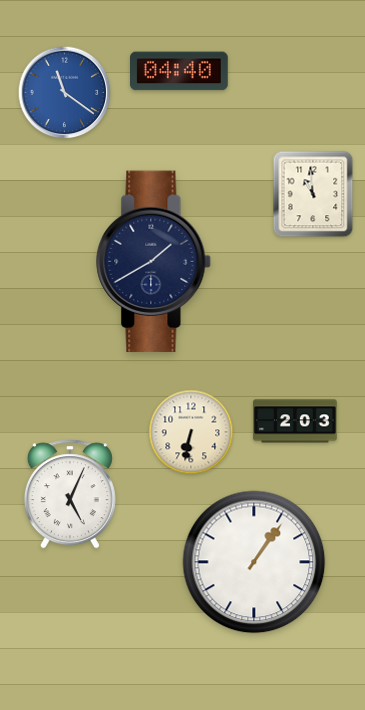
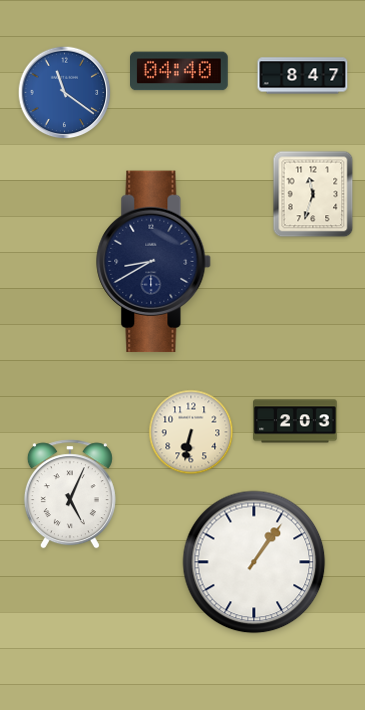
clock at (303, 76): none -> 8:47
clock at (313, 194): 10:59 -> 11:33
clock at (154, 262): 1:40 -> 8:40
